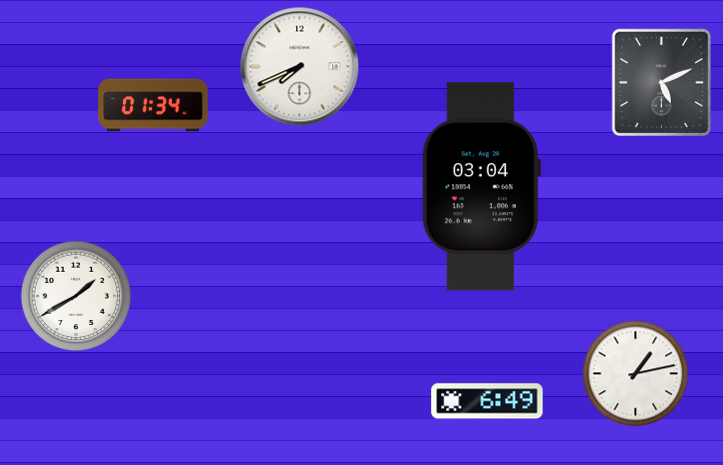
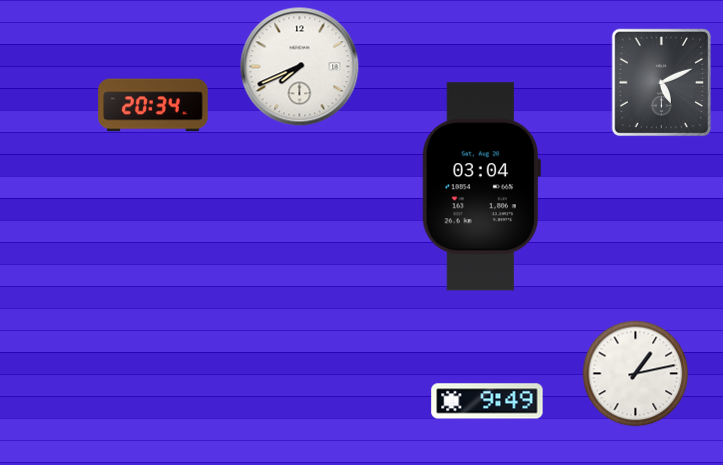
clock at (153, 105): 01:34 -> 20:34
clock at (76, 296): 1:40 -> none
clock at (487, 401): 6:49 -> 9:49
